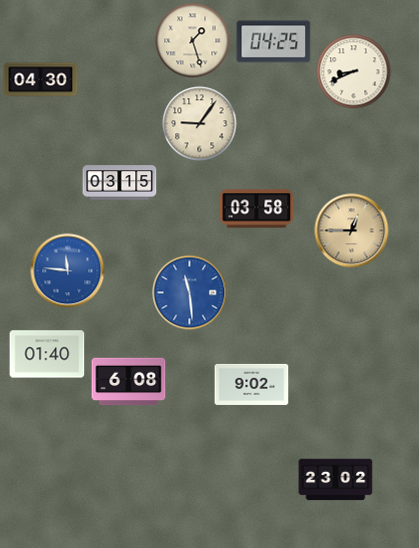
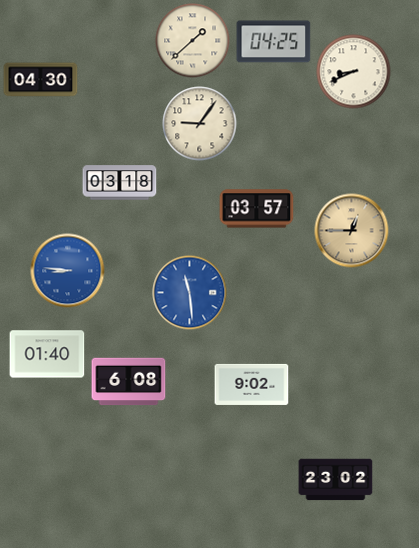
clock at (193, 41): 1:27 -> 1:38
clock at (120, 183): 03:15 -> 03:18
clock at (257, 209): 03:58 -> 03:57
clock at (68, 271): 11:46 -> 8:46
